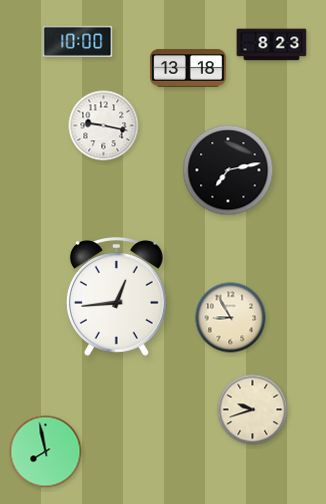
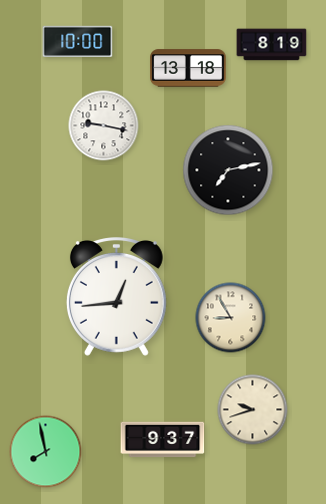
clock at (272, 45): 8:23 -> 8:19
clock at (163, 440): none -> 9:37
